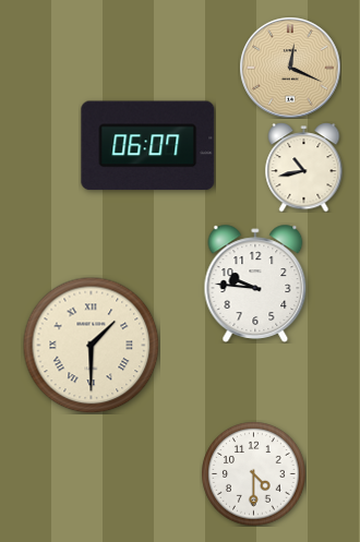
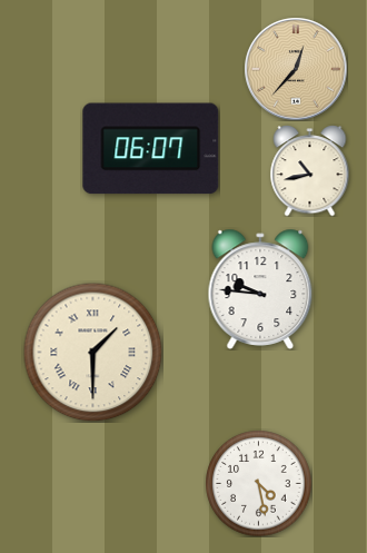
clock at (290, 68): 12:19 -> 12:37
clock at (253, 473): 4:30 -> 4:28
